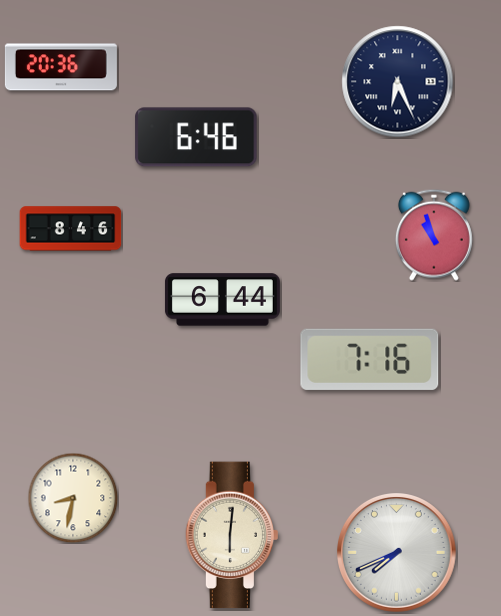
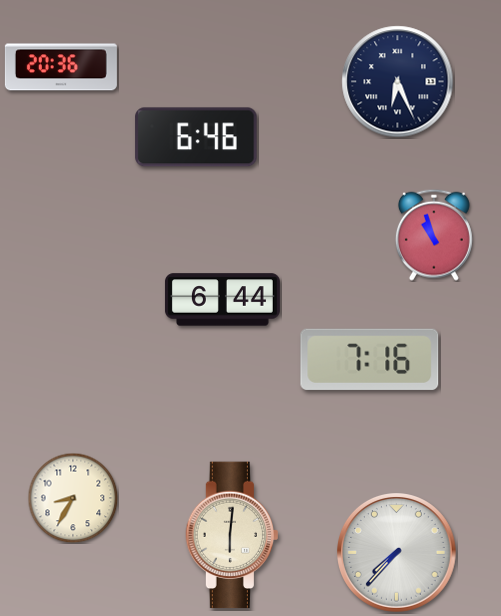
clock at (71, 229): 8:46 -> none
clock at (73, 498): 8:32 -> 8:35
clock at (397, 553): 7:41 -> 7:37
